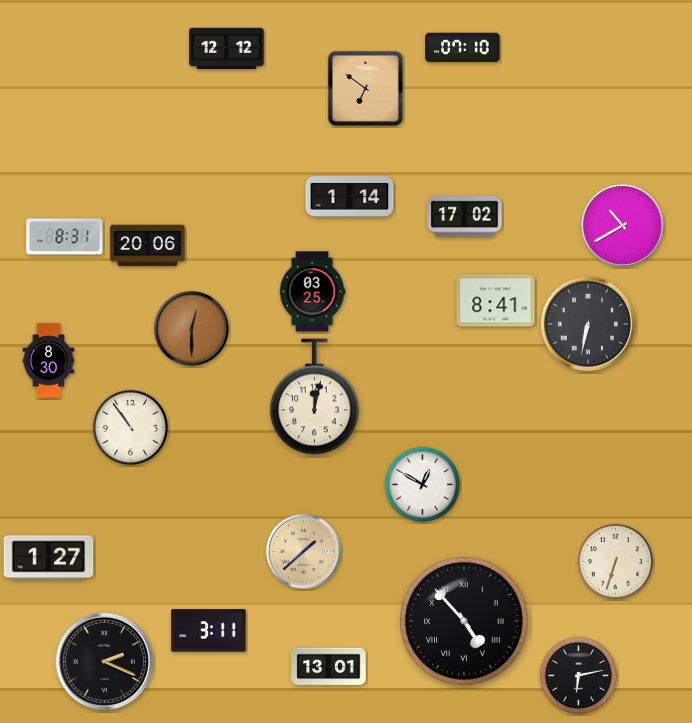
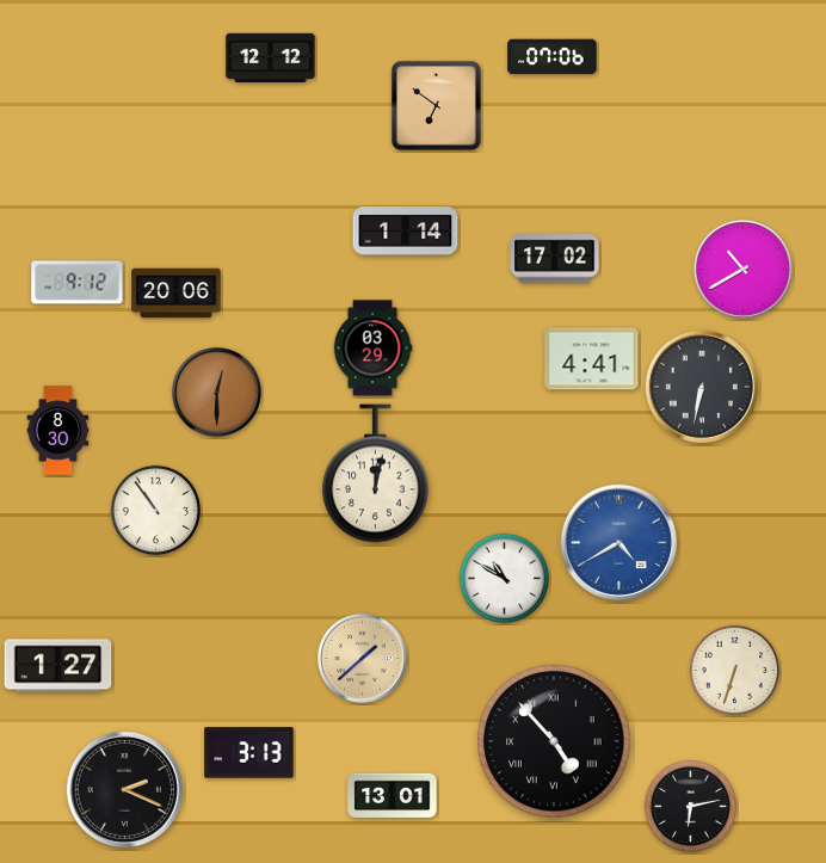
clock at (463, 48): 07:10 -> 07:06
clock at (350, 197) position: (350, 197) -> (406, 232)
clock at (65, 237): 8:31 -> 9:12
clock at (312, 292): 03:25 -> 03:29
clock at (496, 301): 8:41 -> 4:41
clock at (192, 329) position: (192, 329) -> (217, 393)
clock at (618, 542): none -> 4:40
clock at (422, 484): 12:50 -> 10:50
clock at (209, 631): 3:11 -> 3:13
